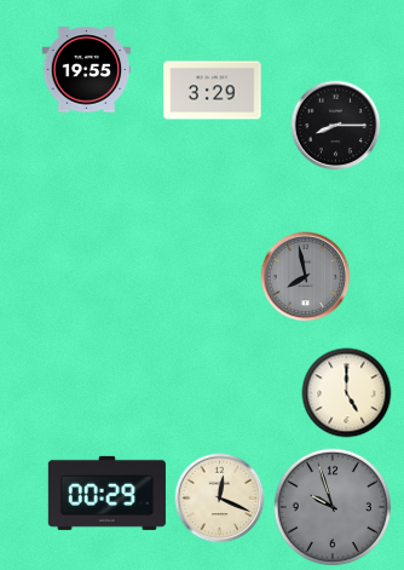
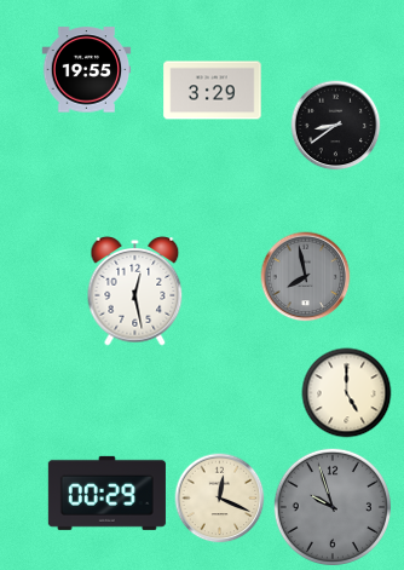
clock at (336, 126): 8:15 -> 8:39
clock at (135, 292): none -> 12:28
